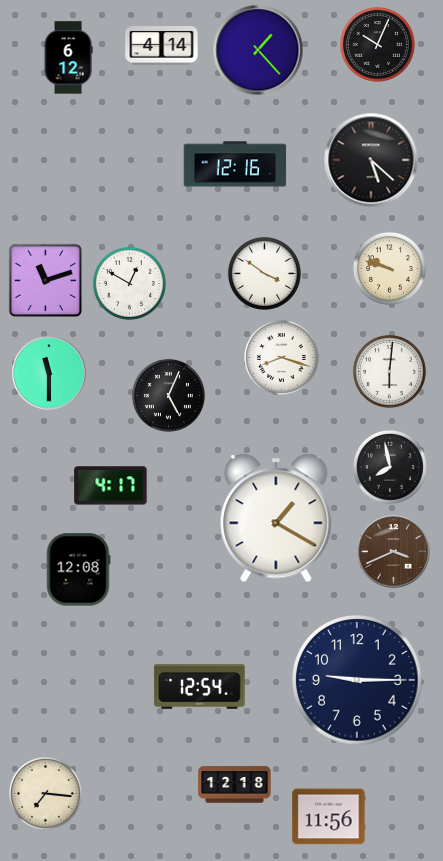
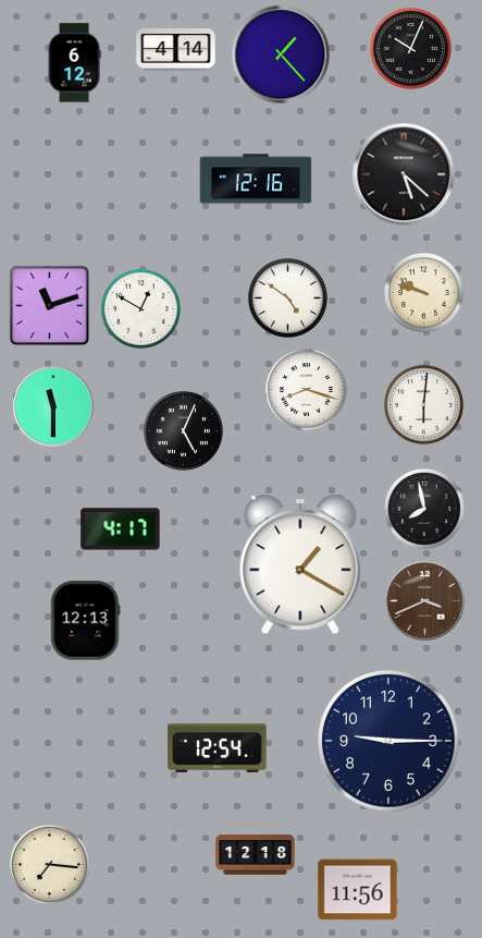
clock at (264, 273): 3:51 -> 4:51
clock at (394, 552) position: (394, 552) -> (425, 601)
clock at (78, 570): 12:08 -> 12:13
